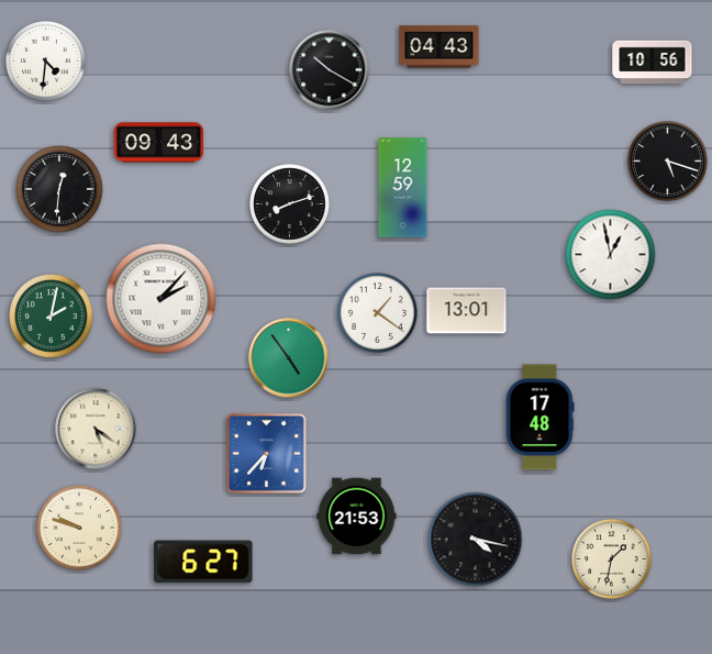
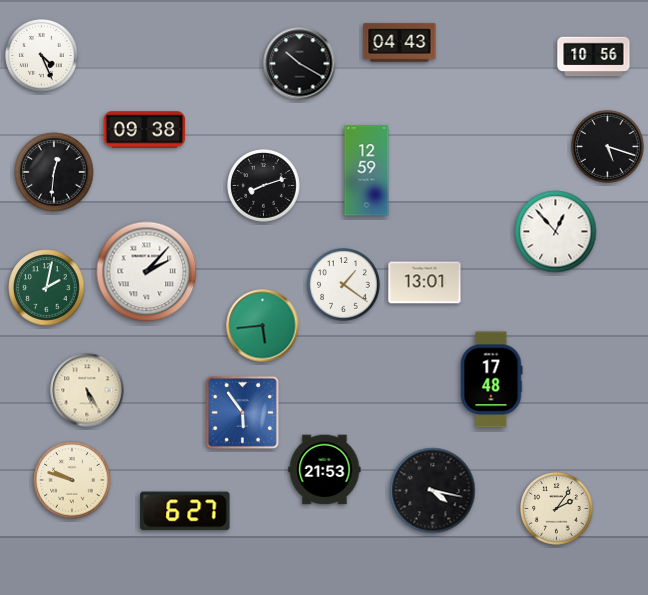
clock at (46, 62): 4:31 -> 4:26
clock at (159, 143): 09:43 -> 09:38
clock at (611, 255): 12:58 -> 12:53
clock at (289, 358): 4:54 -> 5:44
clock at (96, 429): 5:21 -> 5:25
clock at (266, 453): 6:37 -> 5:54
clock at (612, 559): 1:32 -> 2:06
